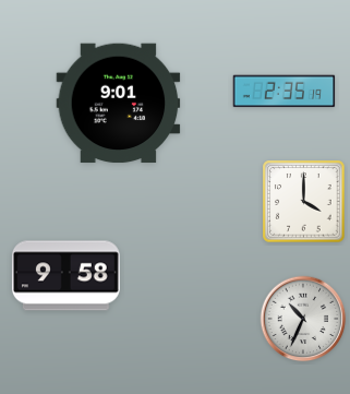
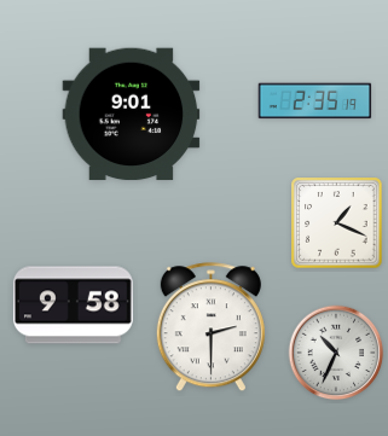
clock at (304, 202): 4:00 -> 1:19
clock at (210, 327): none -> 2:30
